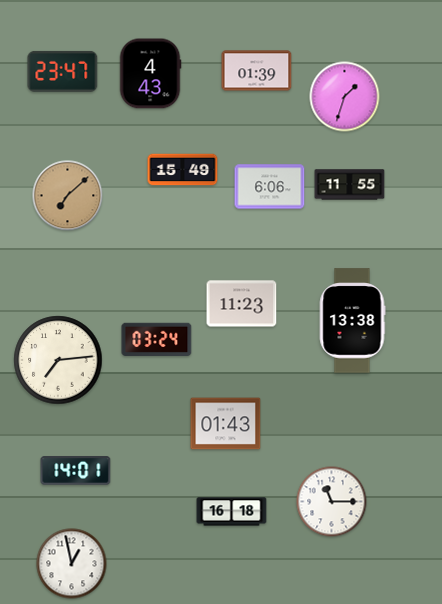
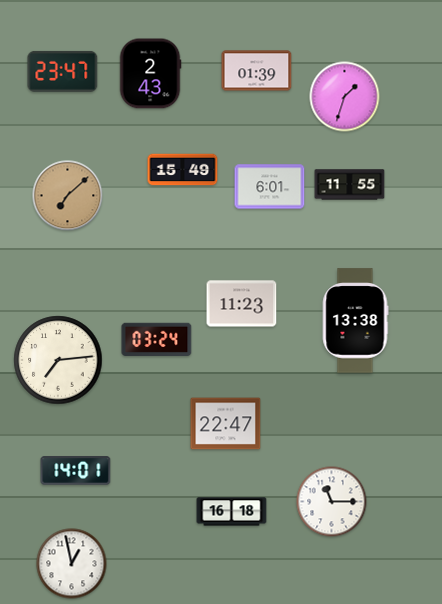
clock at (150, 74): 4:43 -> 2:43
clock at (270, 187): 6:06 -> 6:01
clock at (352, 321) position: (352, 321) -> (355, 321)
clock at (226, 424): 01:43 -> 22:47
